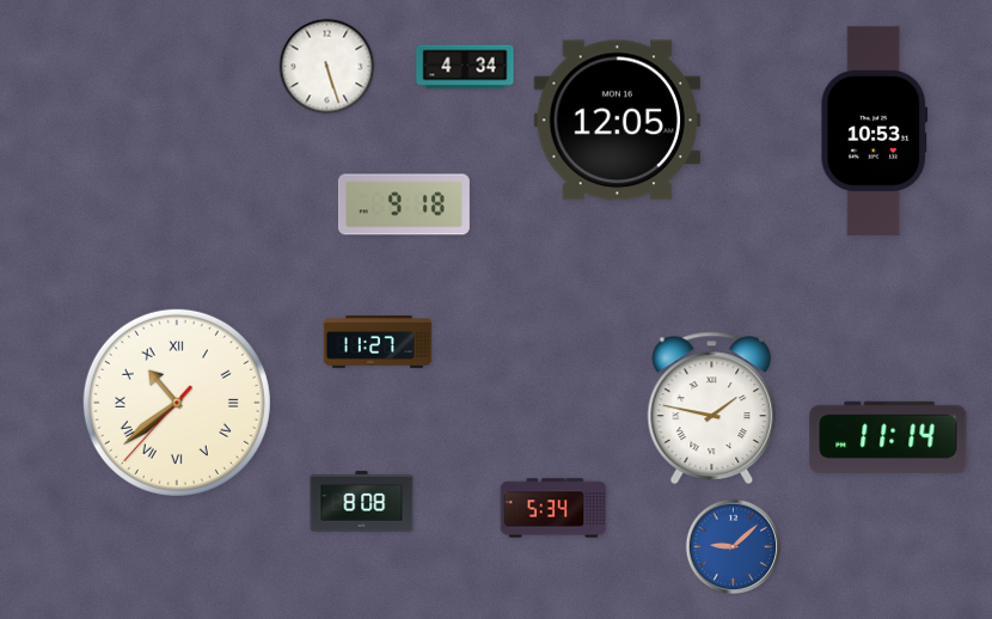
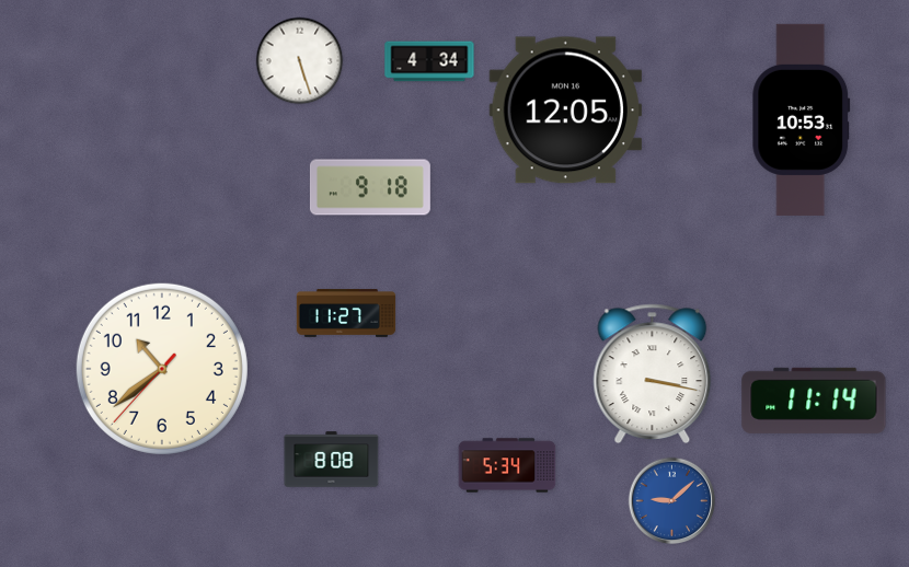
clock at (465, 67) position: (465, 67) -> (429, 61)
clock at (177, 403) numerals: Roman -> Arabic
clock at (712, 407): 1:47 -> 3:17
